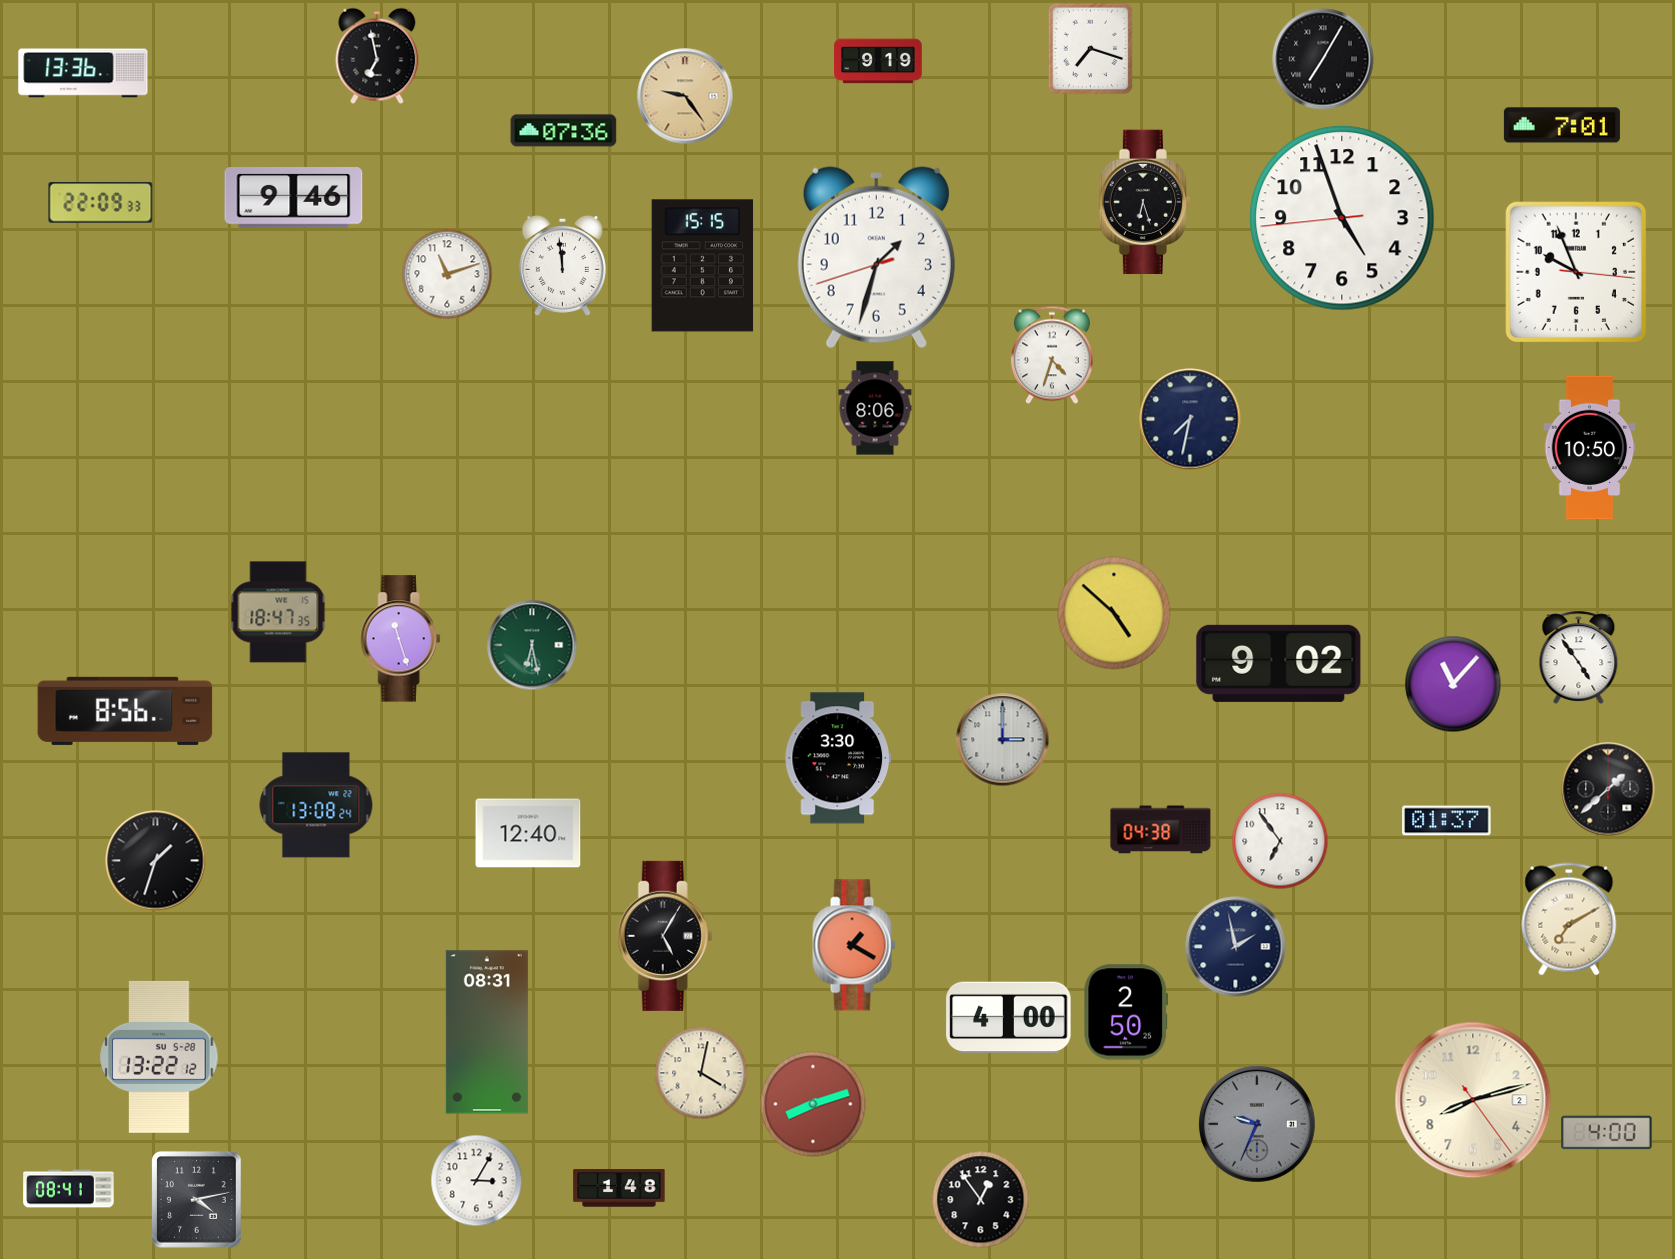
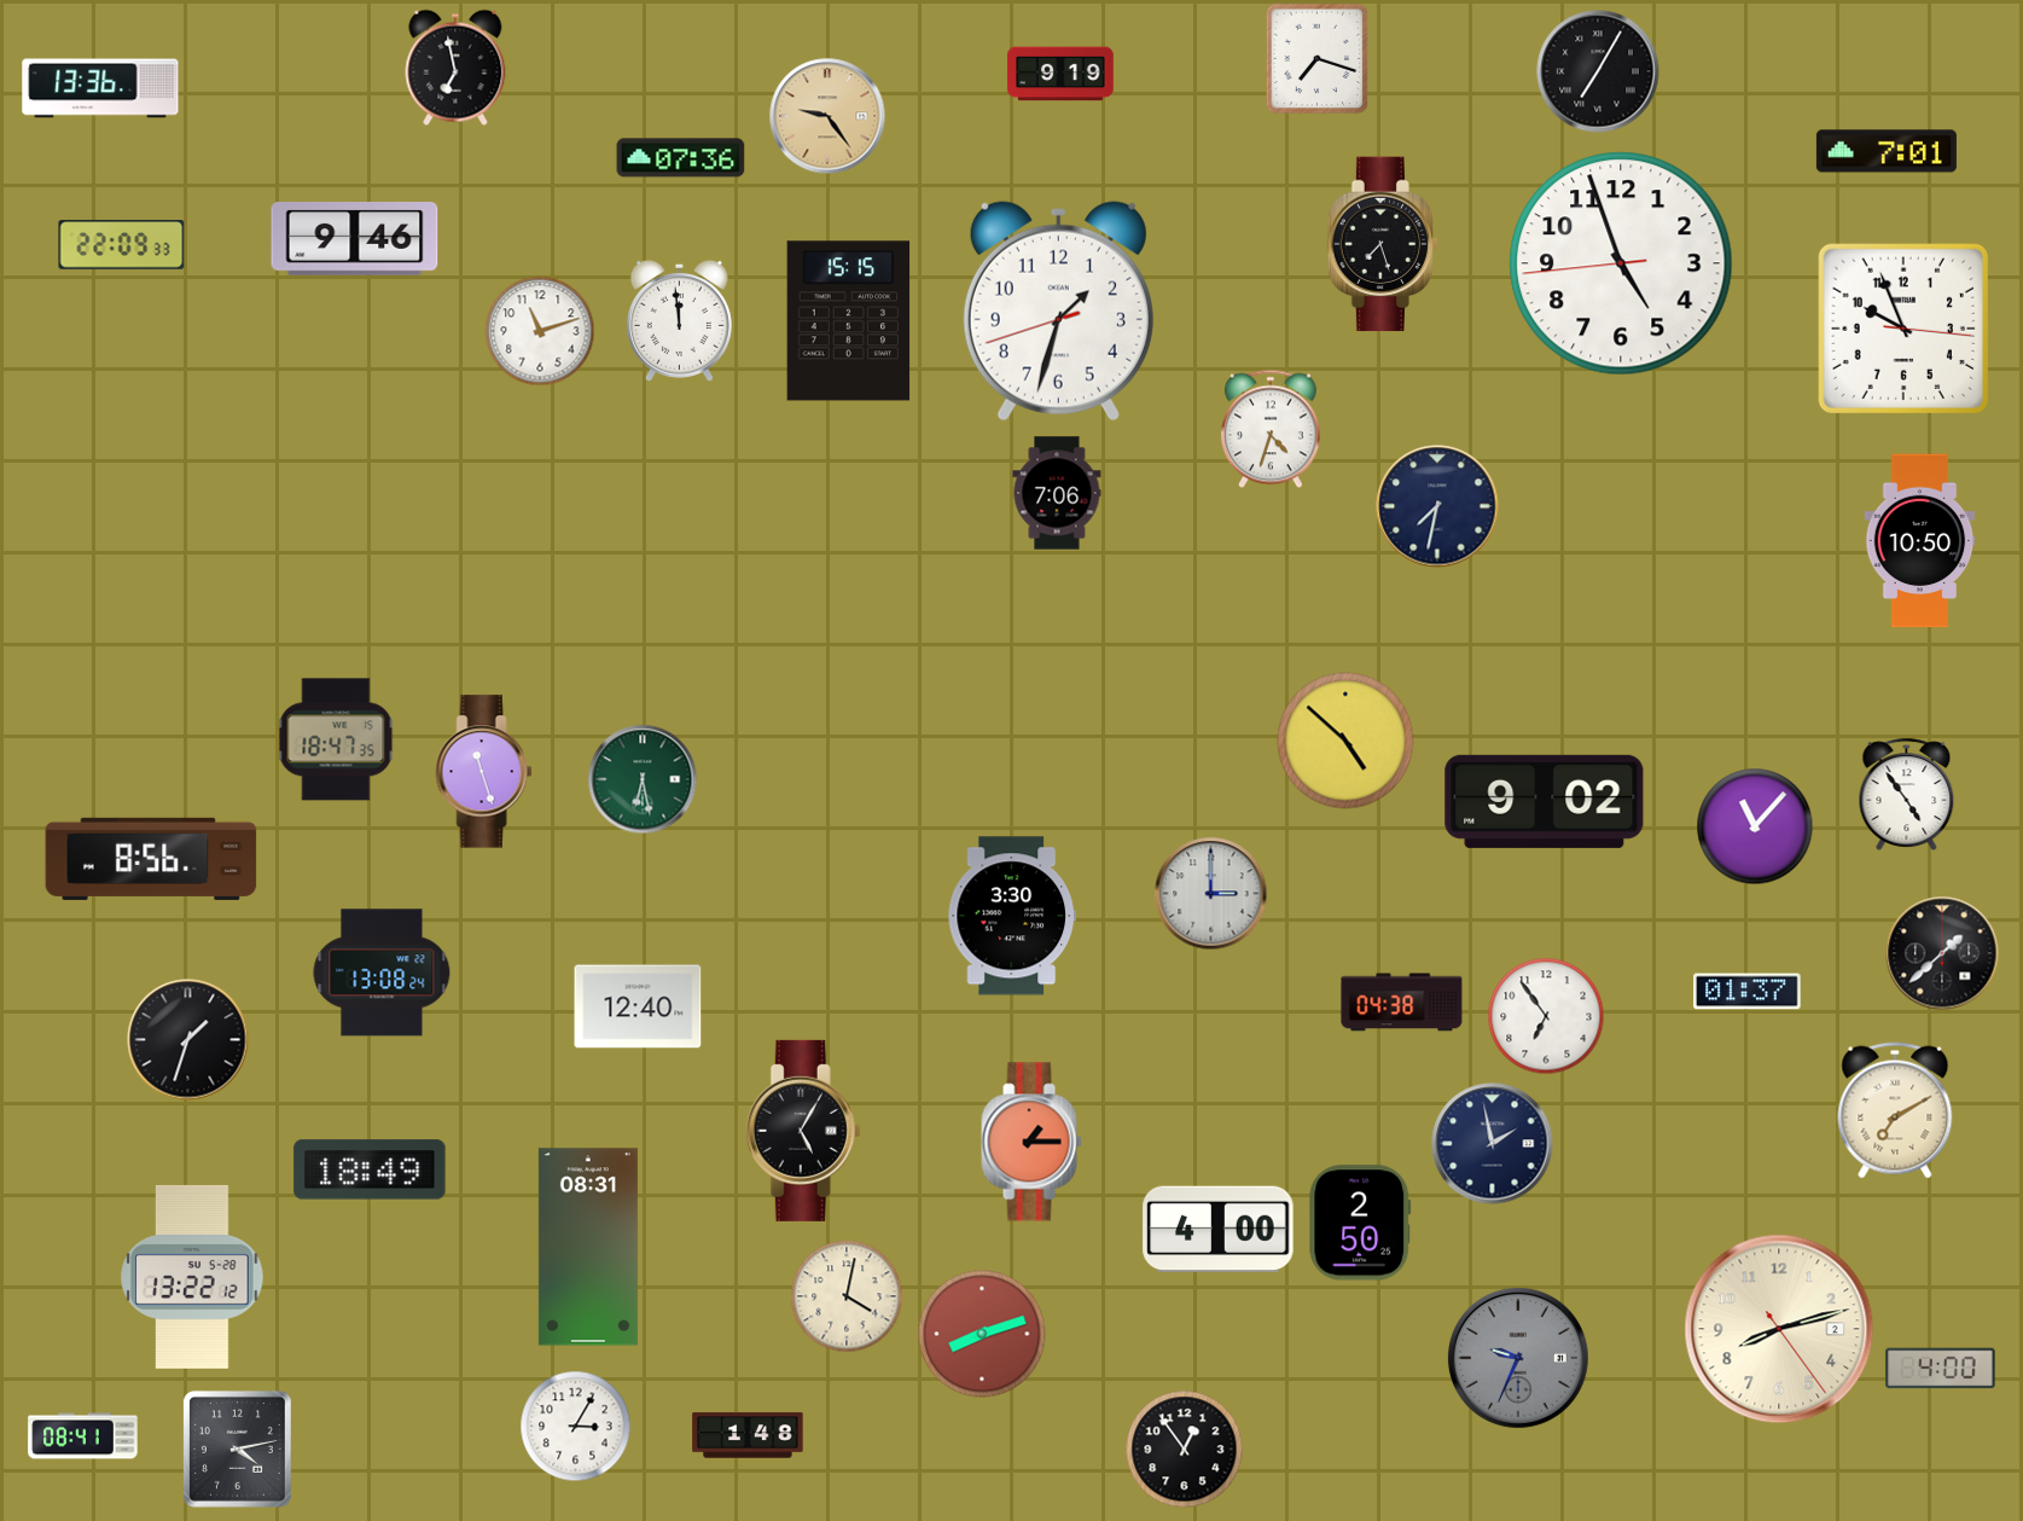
clock at (1144, 202): 6:27 -> 7:27
clock at (875, 408): 8:06 -> 7:06
clock at (854, 945): 1:20 -> 1:15
clock at (370, 1169): none -> 18:49
